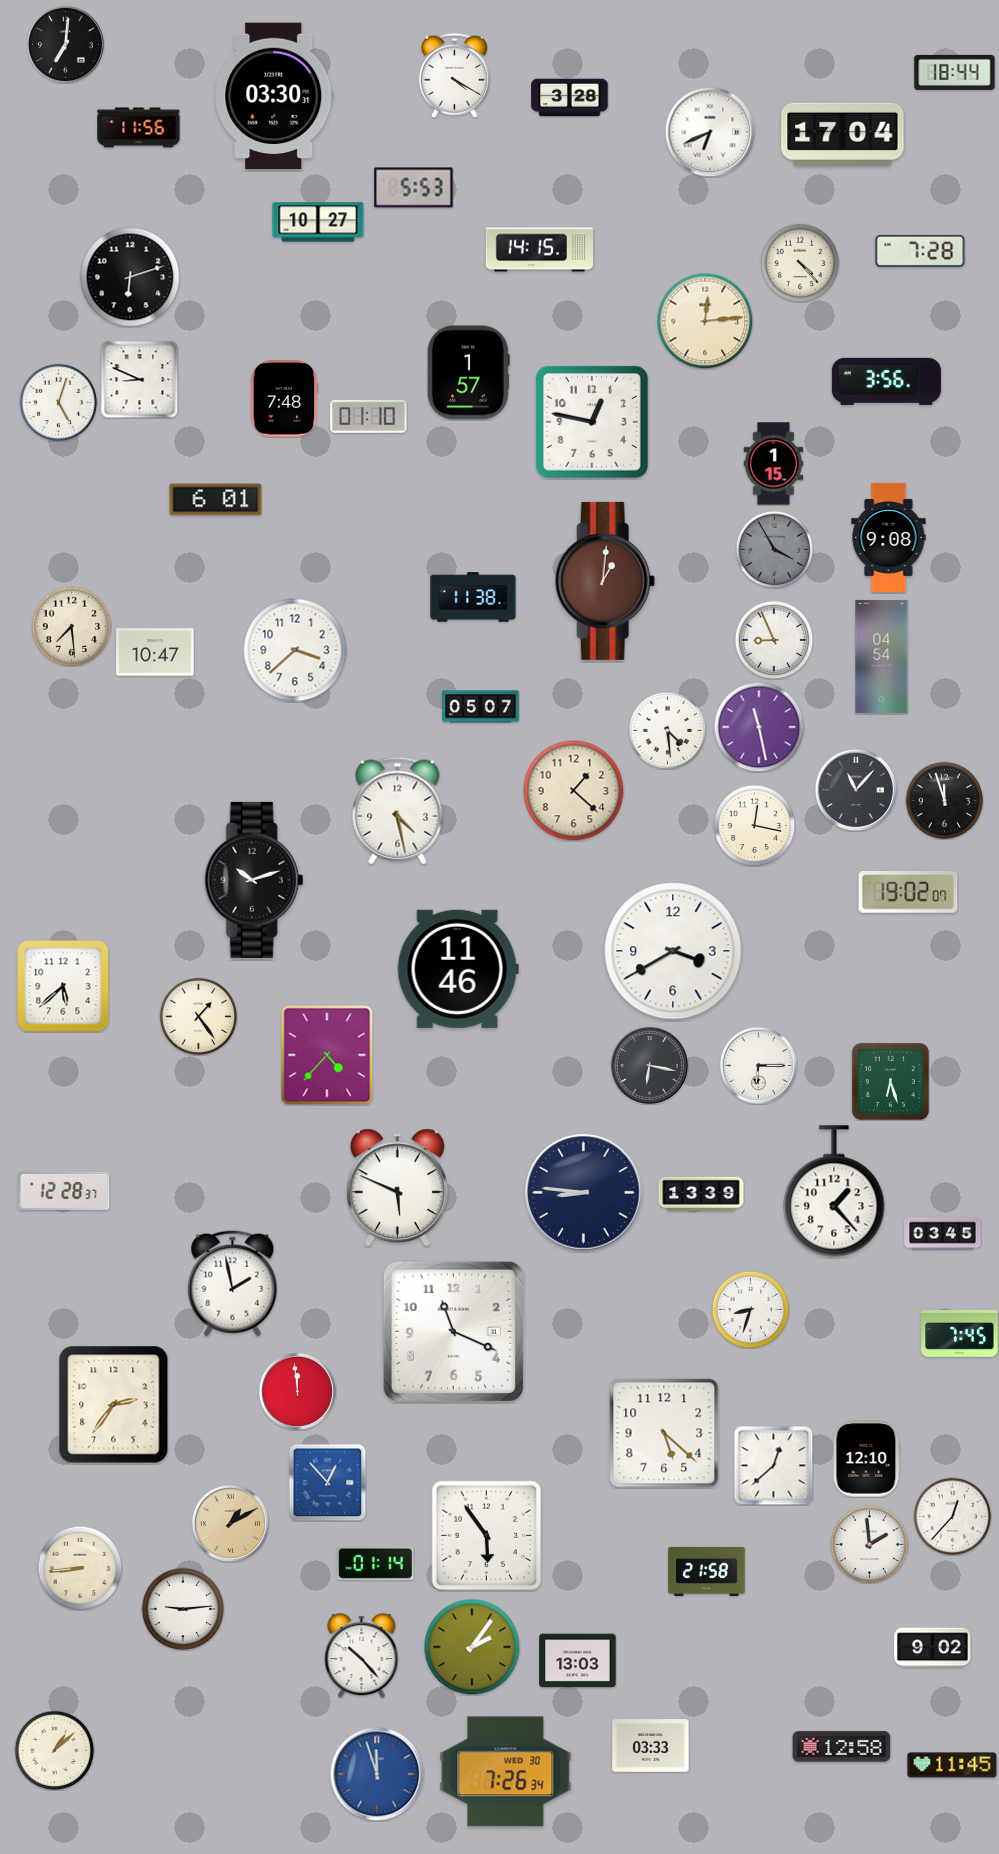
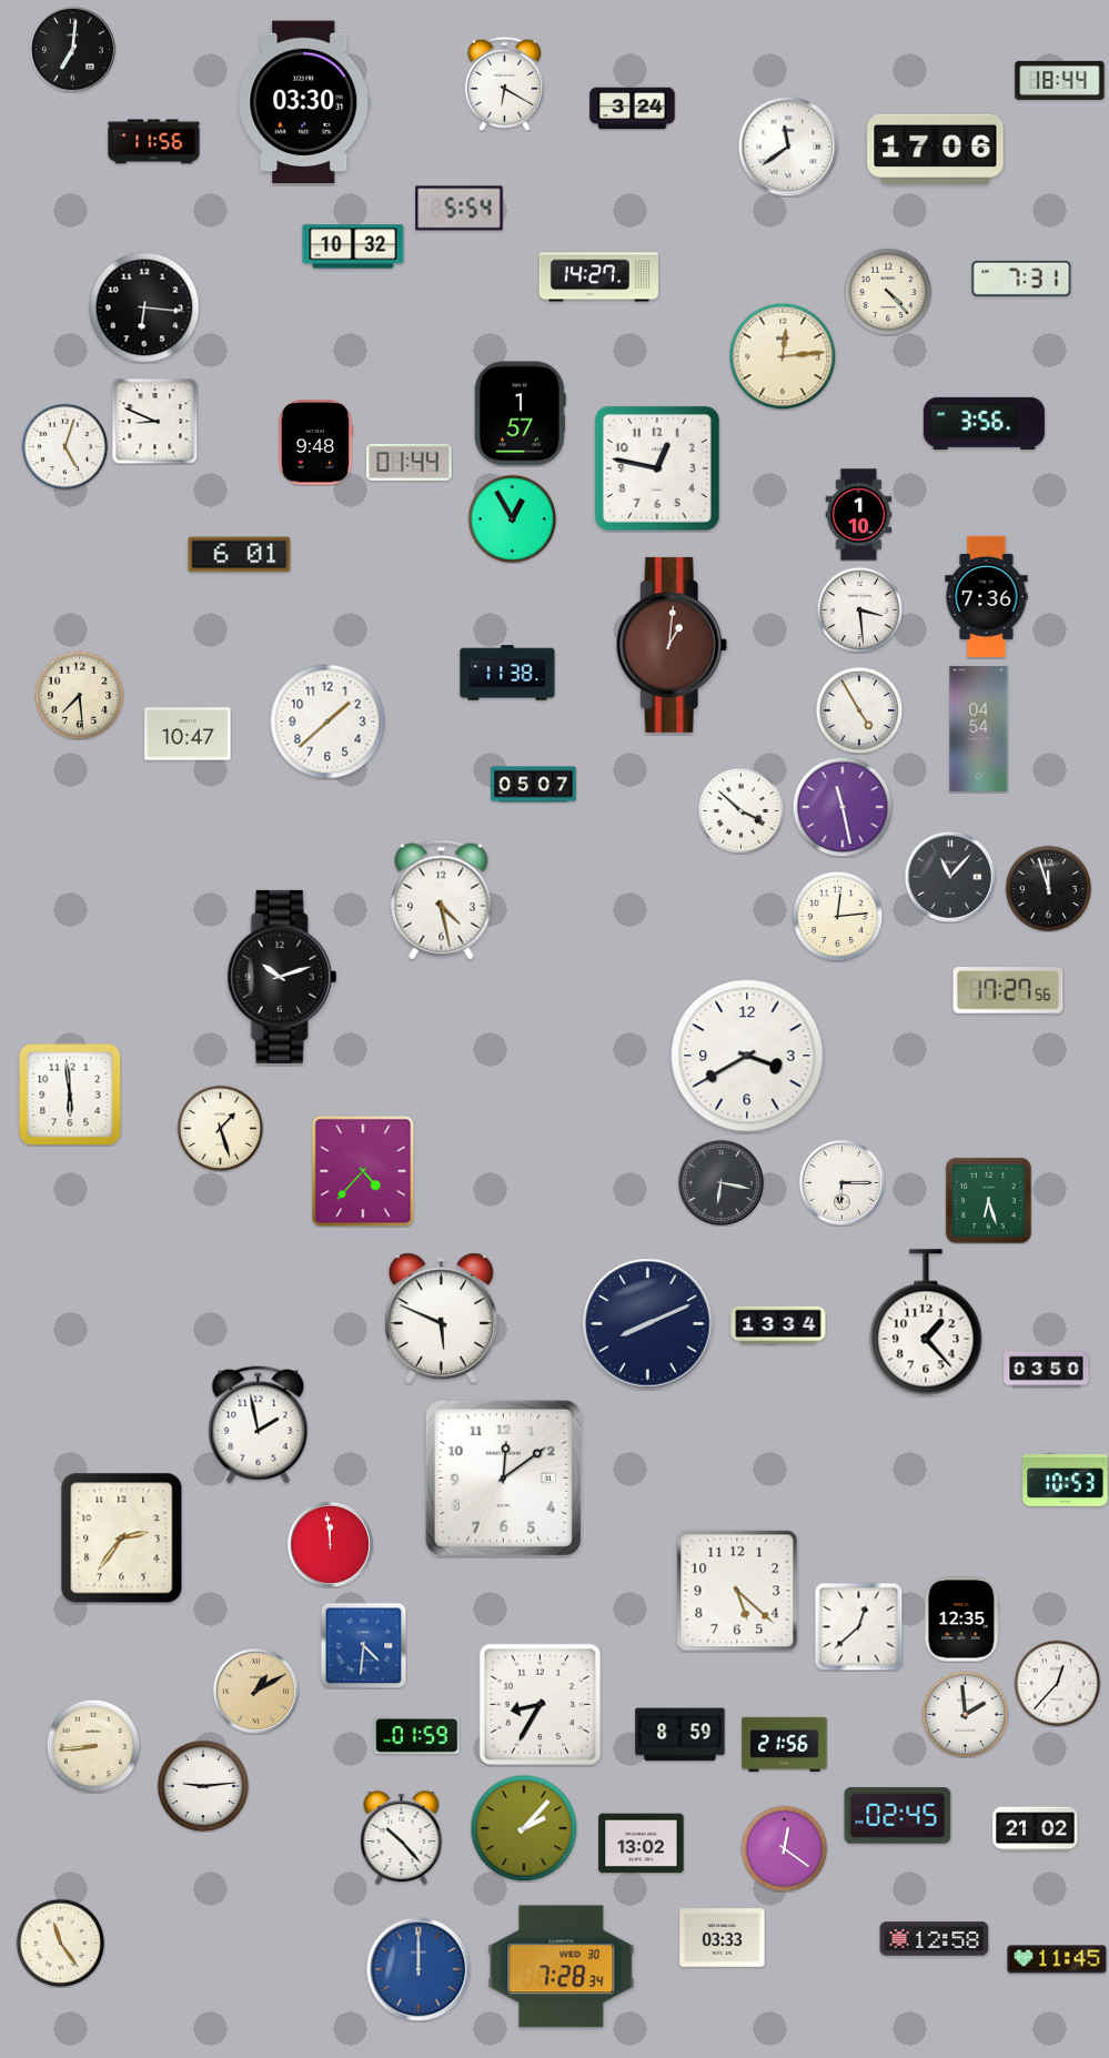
clock at (454, 75): 4:20 -> 6:20
clock at (274, 96) position: (274, 96) -> (304, 102)
clock at (570, 98): 3:28 -> 3:24
clock at (710, 132): 6:41 -> 11:39
clock at (843, 134): 17:04 -> 17:06
clock at (414, 188): 5:53 -> 5:54
clock at (318, 222): 10:27 -> 10:32
clock at (539, 250): 14:15 -> 14:27
clock at (920, 251): 7:28 -> 7:31
clock at (130, 277): 6:12 -> 6:16
clock at (284, 399): 7:48 -> 9:48
clock at (369, 416): 01:10 -> 01:44
clock at (774, 464): 1:15 -> 1:10
clock at (512, 518): none -> 12:55
clock at (889, 537): 9:08 -> 7:36
clock at (774, 549): 3:55 -> 3:29
clock at (774, 549) dial: grey -> white
clock at (473, 597) position: (473, 597) -> (507, 673)
clock at (774, 640): 8:56 -> 4:55
clock at (295, 650): 3:38 -> 1:38
clock at (155, 652) position: (155, 652) -> (188, 734)
clock at (667, 730): 4:29 -> 3:52
clock at (574, 791): 1:22 -> none
clock at (754, 825): 12:17 -> 12:14
clock at (908, 893): 19:02 -> 17:27
clock at (458, 969): 11:46 -> none
clock at (63, 986): 5:38 -> 5:59
clock at (198, 1016): 1:24 -> 1:27
clock at (64, 1191): 12:28 -> none
clock at (584, 1193): 8:46 -> 8:11
clock at (701, 1194): 13:39 -> 13:34
clock at (943, 1234): 03:45 -> 03:50
clock at (750, 1309): 8:33 -> none
clock at (453, 1331): 11:19 -> 12:09
clock at (960, 1334): 7:45 -> 10:53
clock at (114, 1405) position: (114, 1405) -> (122, 1539)
clock at (867, 1459): 12:10 -> 12:35
clock at (327, 1482): 12:53 -> 4:31
clock at (487, 1536): 5:54 -> 8:35
clock at (376, 1563): 01:14 -> 01:59
clock at (680, 1735): none -> 8:59
clock at (80, 1568) position: (80, 1568) -> (93, 1746)
clock at (707, 1571): 21:58 -> 21:56
clock at (898, 1816): none -> 02:45
clock at (472, 1647): 2:06 -> 2:07
clock at (933, 1648): 9:02 -> 21:02
clock at (578, 1661): 13:03 -> 13:02
clock at (784, 1848): none -> 12:21
clock at (54, 1750): 1:08 -> 11:24
clock at (506, 1772): 7:26 -> 7:28
clock at (377, 1774): 11:57 -> 12:00
